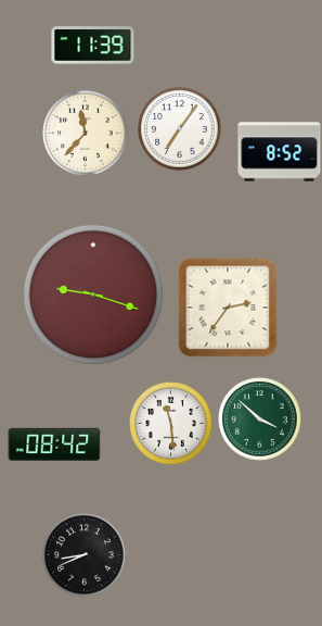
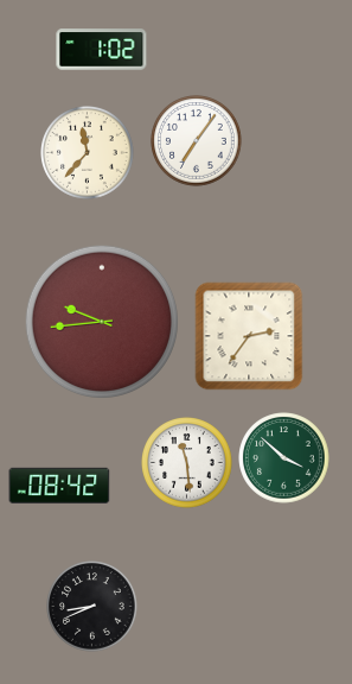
clock at (93, 46): 11:39 -> 1:02
clock at (86, 134) position: (86, 134) -> (88, 153)
clock at (280, 152): 8:52 -> none
clock at (93, 295): 9:18 -> 9:44
